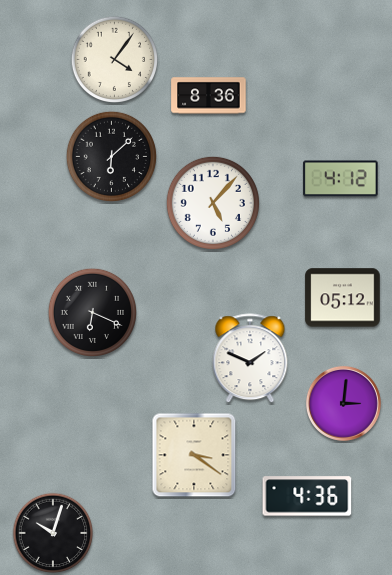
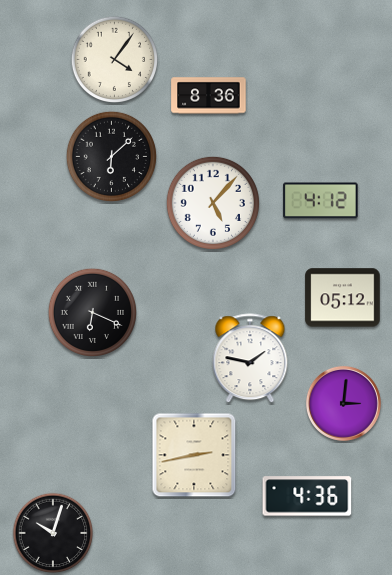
clock at (341, 179) position: (341, 179) -> (321, 201)
clock at (250, 359): 1:49 -> 1:47
clock at (194, 455): 3:21 -> 2:43
